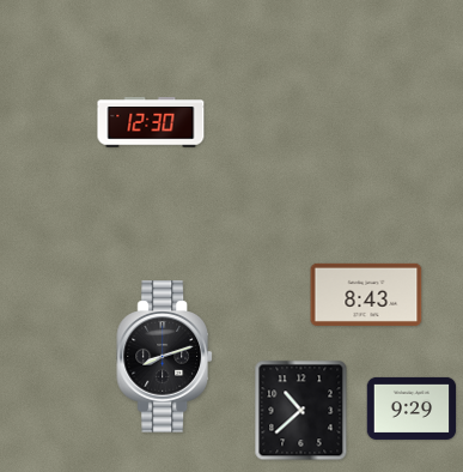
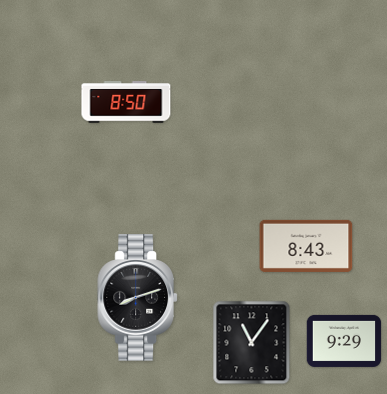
clock at (151, 122): 12:30 -> 8:50
clock at (301, 411): 10:38 -> 11:06
